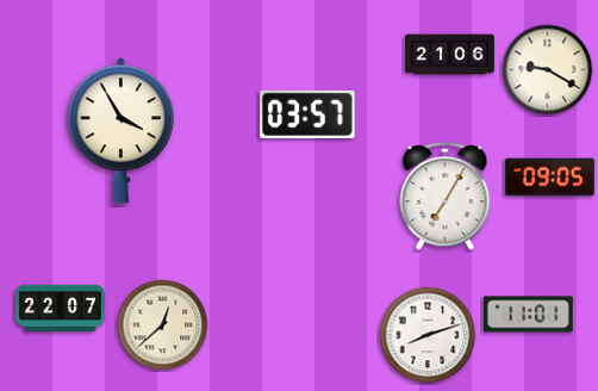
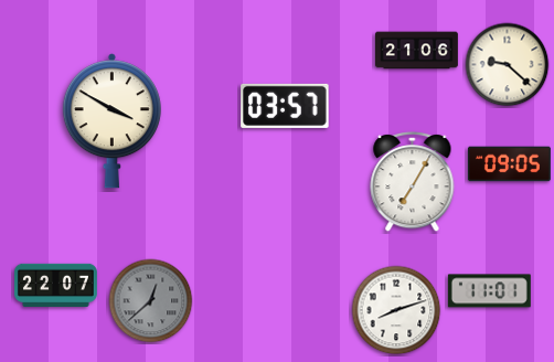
clock at (548, 70): 9:20 -> 9:22
clock at (120, 131): 3:55 -> 3:50
clock at (163, 325) dial: cream -> grey
